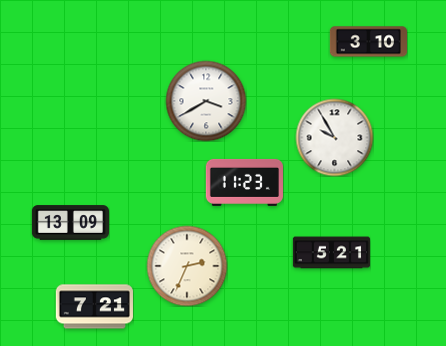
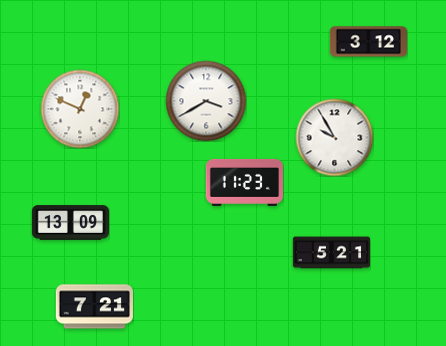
clock at (368, 42): 3:10 -> 3:12
clock at (80, 109): none -> 12:49
clock at (187, 266): 2:34 -> none
